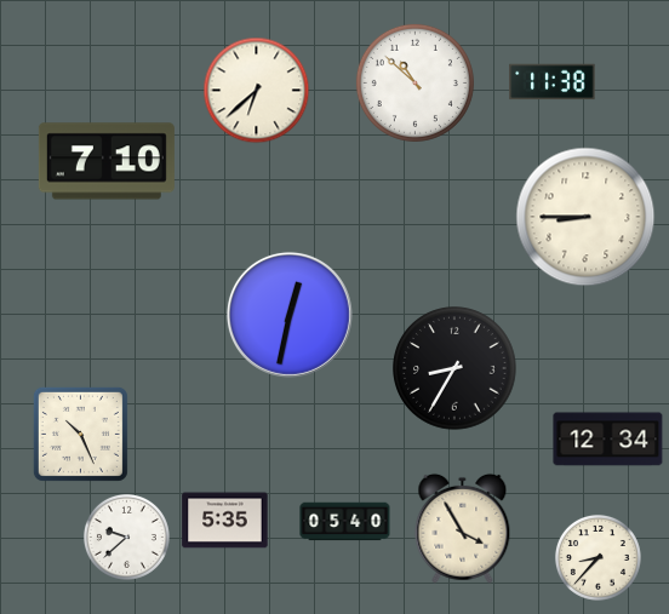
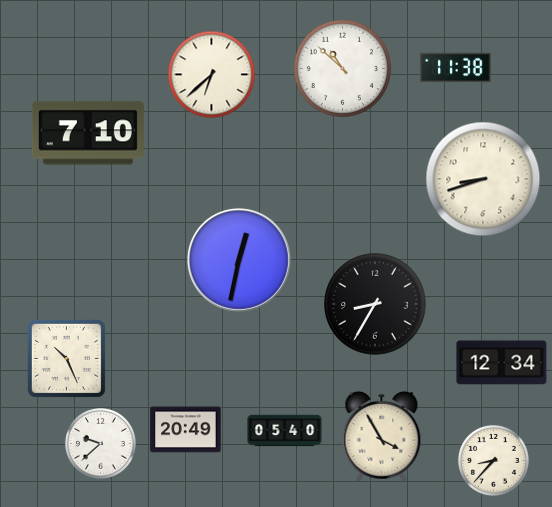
clock at (585, 217): 8:45 -> 8:42
clock at (225, 521): 5:35 -> 20:49
clock at (126, 536) position: (126, 536) -> (100, 443)
